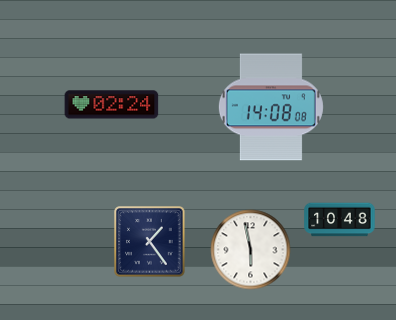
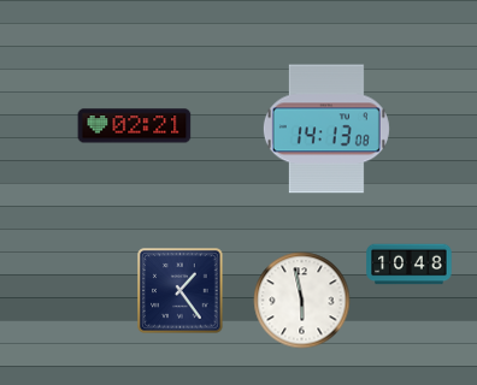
clock at (112, 105): 02:24 -> 02:21
clock at (271, 107): 14:08 -> 14:13
